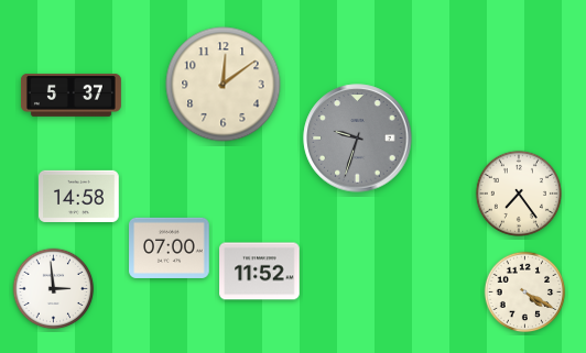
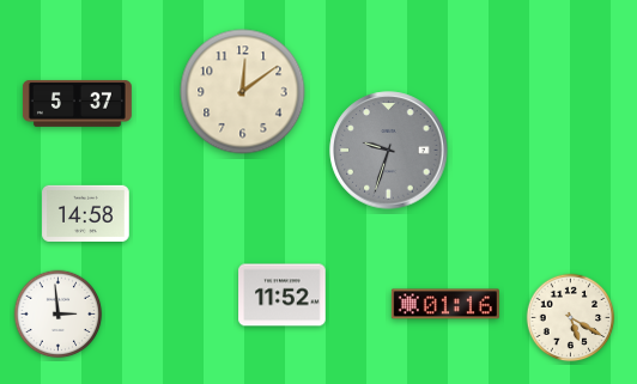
clock at (519, 194): 7:24 -> none
clock at (170, 247): 07:00 -> none
clock at (445, 304): none -> 01:16
clock at (525, 293): 4:20 -> 5:20
